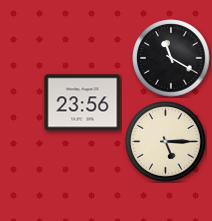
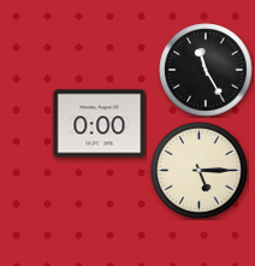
clock at (171, 58): 11:20 -> 11:25
clock at (83, 103): 23:56 -> 0:00
